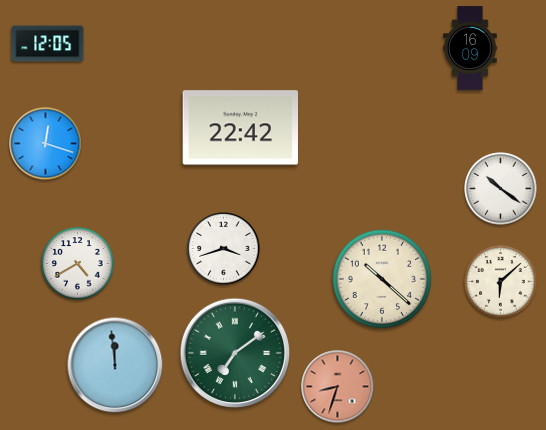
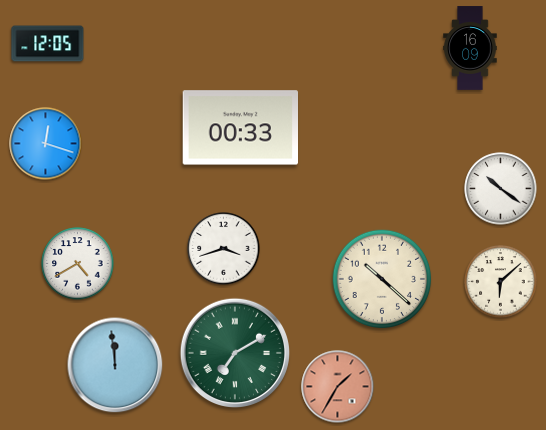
clock at (241, 128): 22:42 -> 00:33
clock at (234, 352): 7:09 -> 7:10
clock at (338, 387): 8:33 -> 1:35
